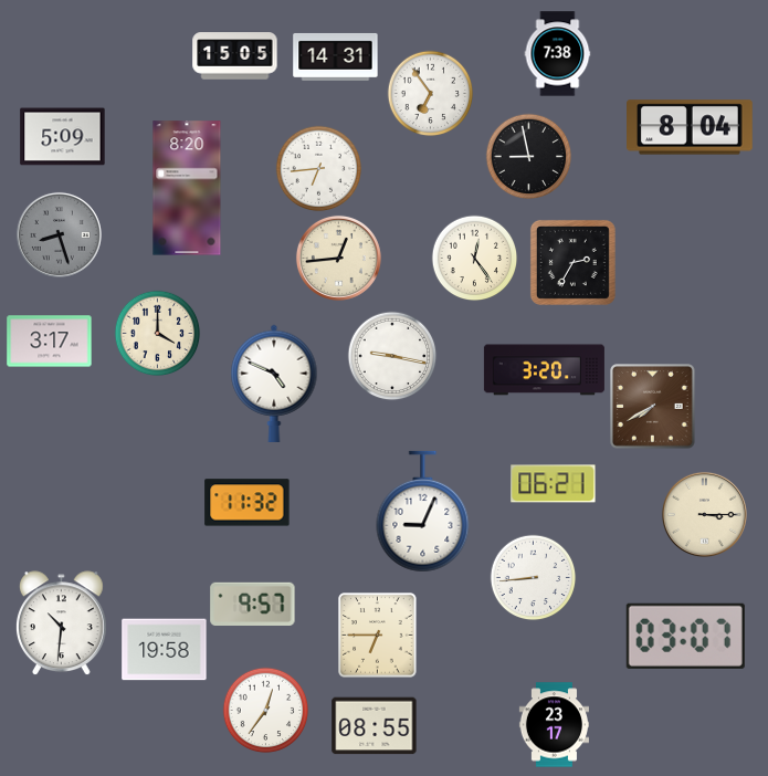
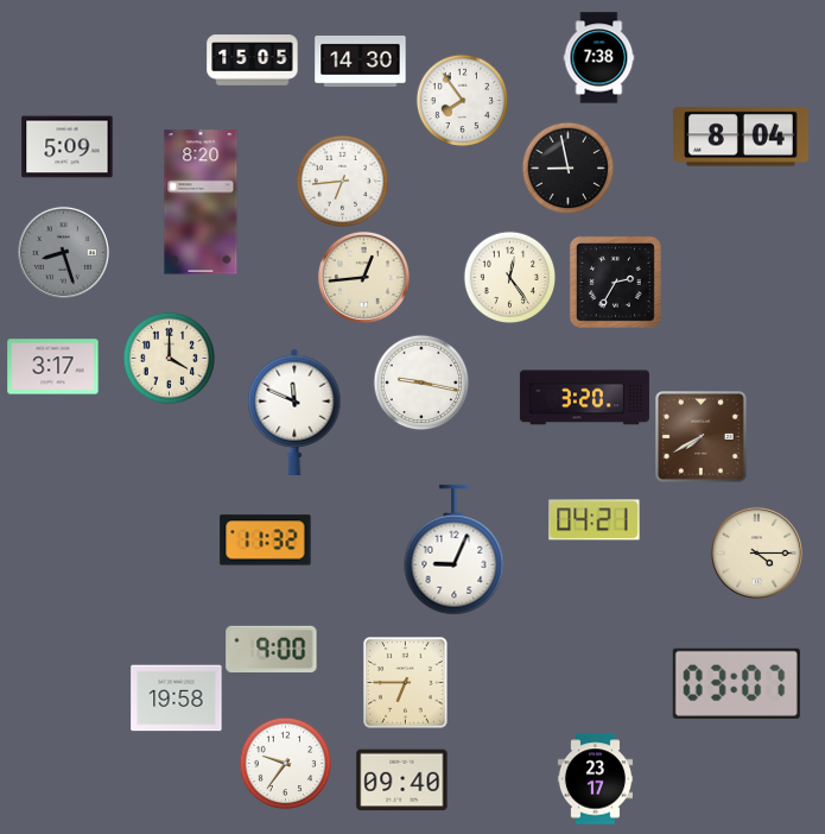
clock at (336, 56): 14:31 -> 14:30
clock at (430, 93): 6:54 -> 7:54
clock at (274, 384): 4:49 -> 11:49
clock at (554, 484): 06:21 -> 04:21
clock at (704, 514): 3:15 -> 4:15
clock at (533, 577): 8:44 -> none
clock at (253, 604): 9:57 -> 9:00
clock at (62, 623): 10:31 -> none
clock at (265, 710): 12:36 -> 9:36
clock at (375, 726): 08:55 -> 09:40
